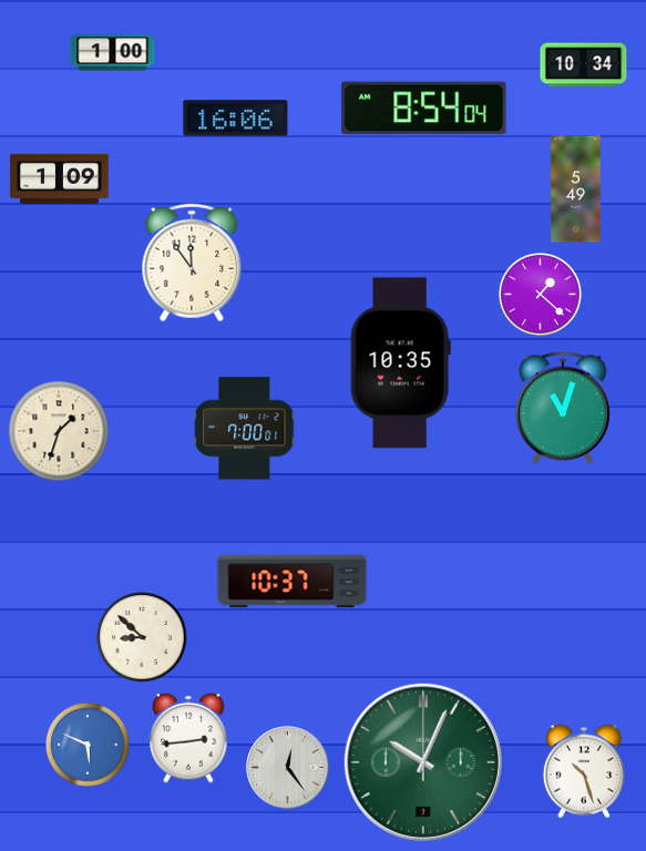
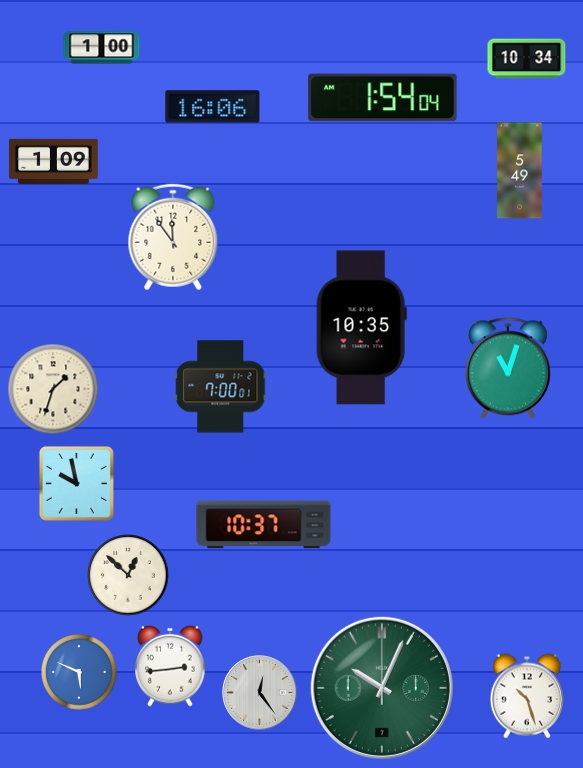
clock at (424, 109): 8:54 -> 1:54
clock at (541, 295): 1:22 -> none
clock at (76, 483): none -> 9:58
clock at (142, 637): 8:52 -> 12:52
